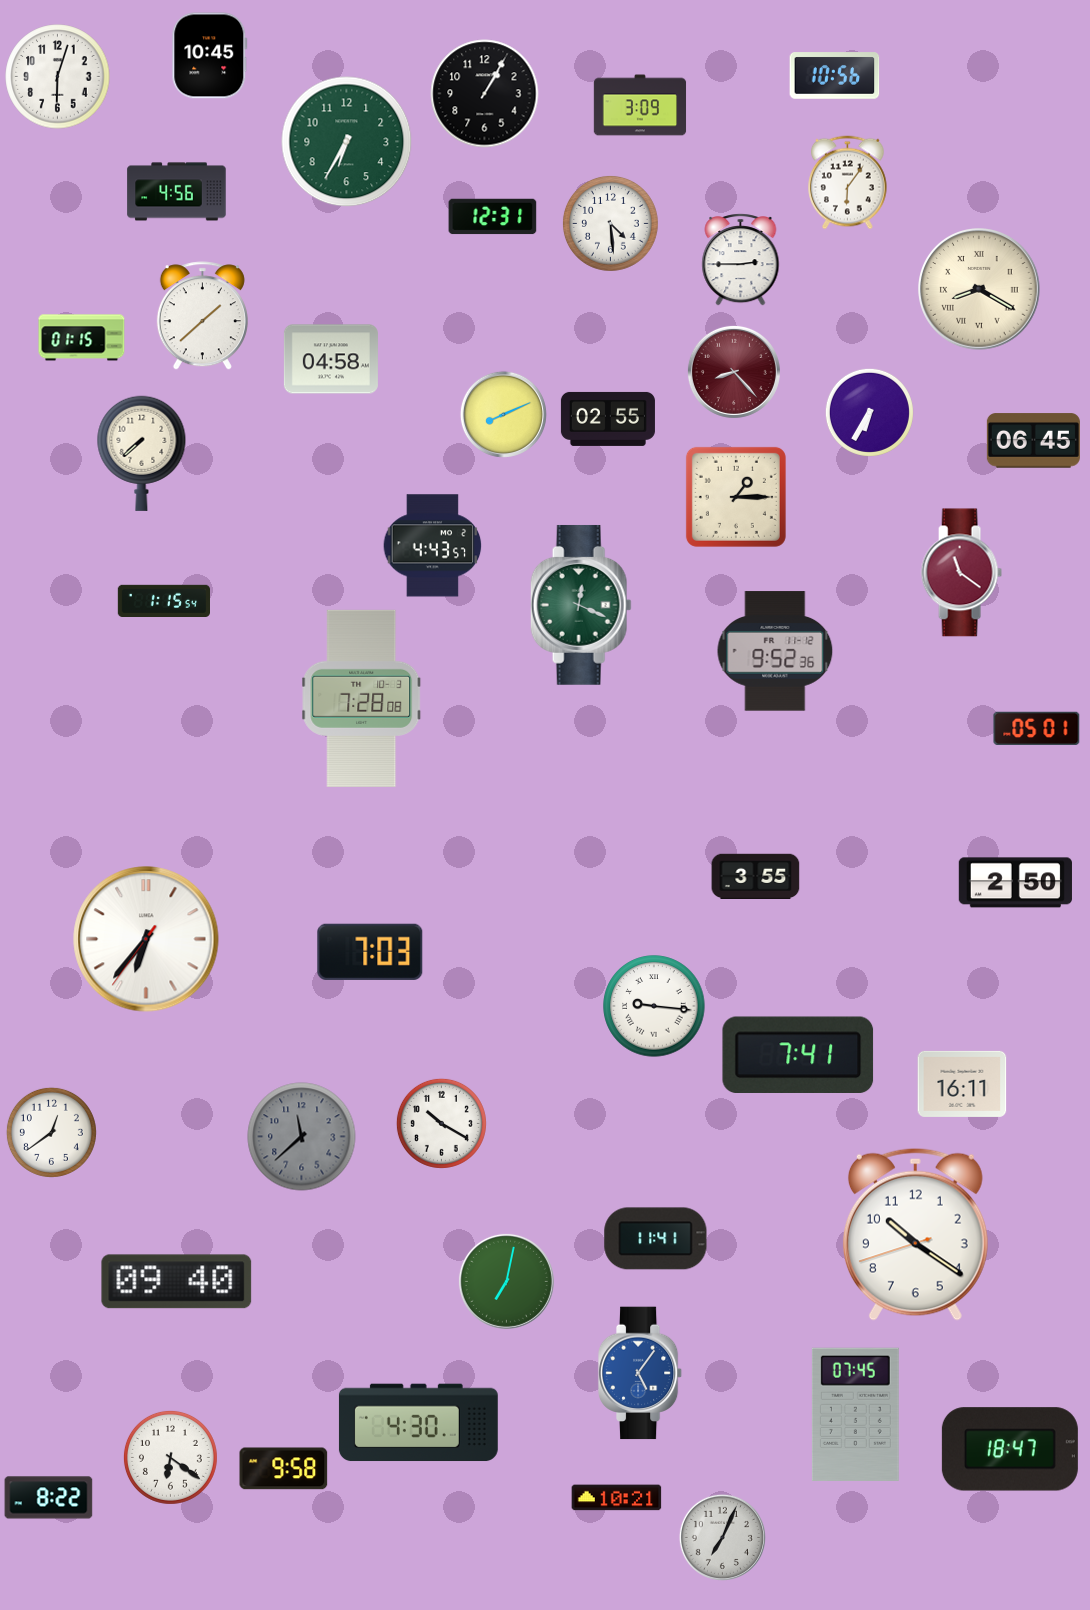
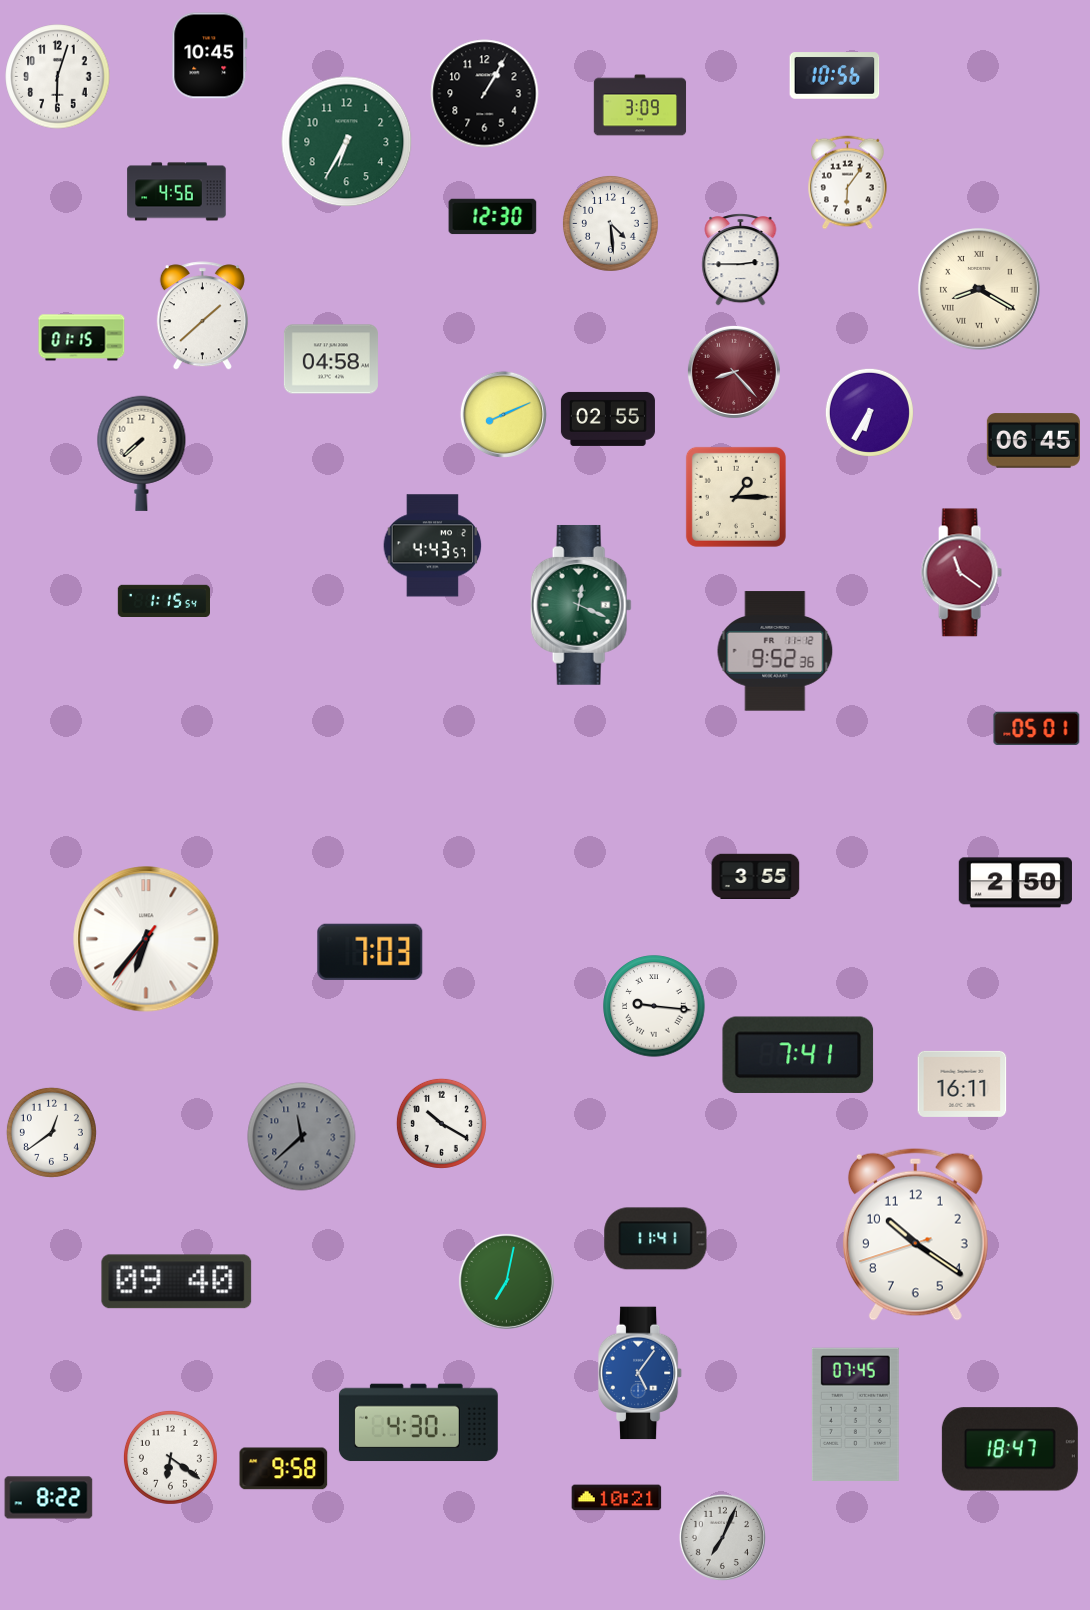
clock at (493, 217): 12:31 -> 12:30
clock at (362, 698): 7:28 -> none
